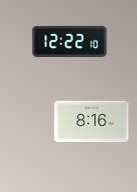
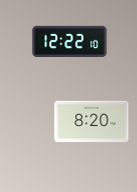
clock at (92, 122): 8:16 -> 8:20
